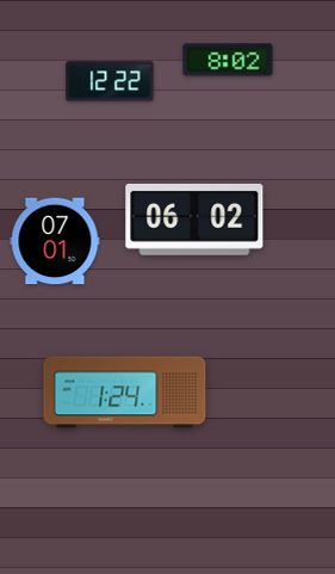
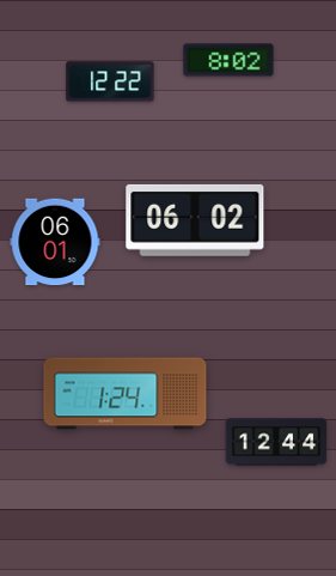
clock at (55, 241): 07:01 -> 06:01
clock at (276, 442): none -> 12:44
